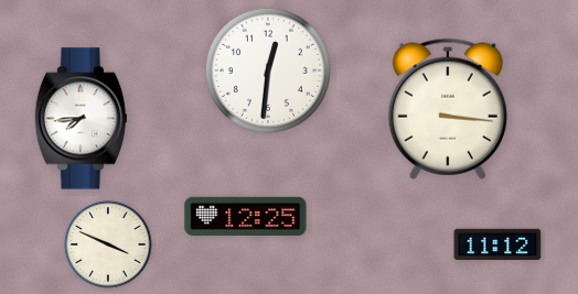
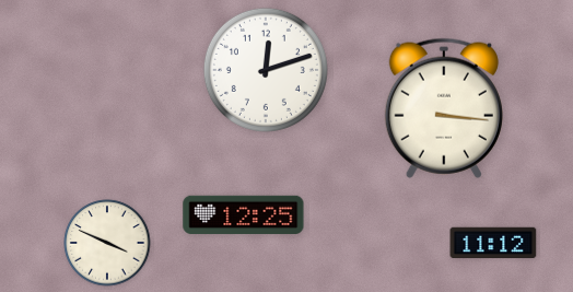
clock at (268, 70): 12:31 -> 12:12
clock at (81, 119): 7:44 -> none
